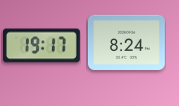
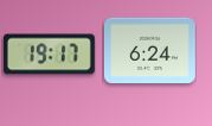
clock at (126, 43): 8:24 -> 6:24
